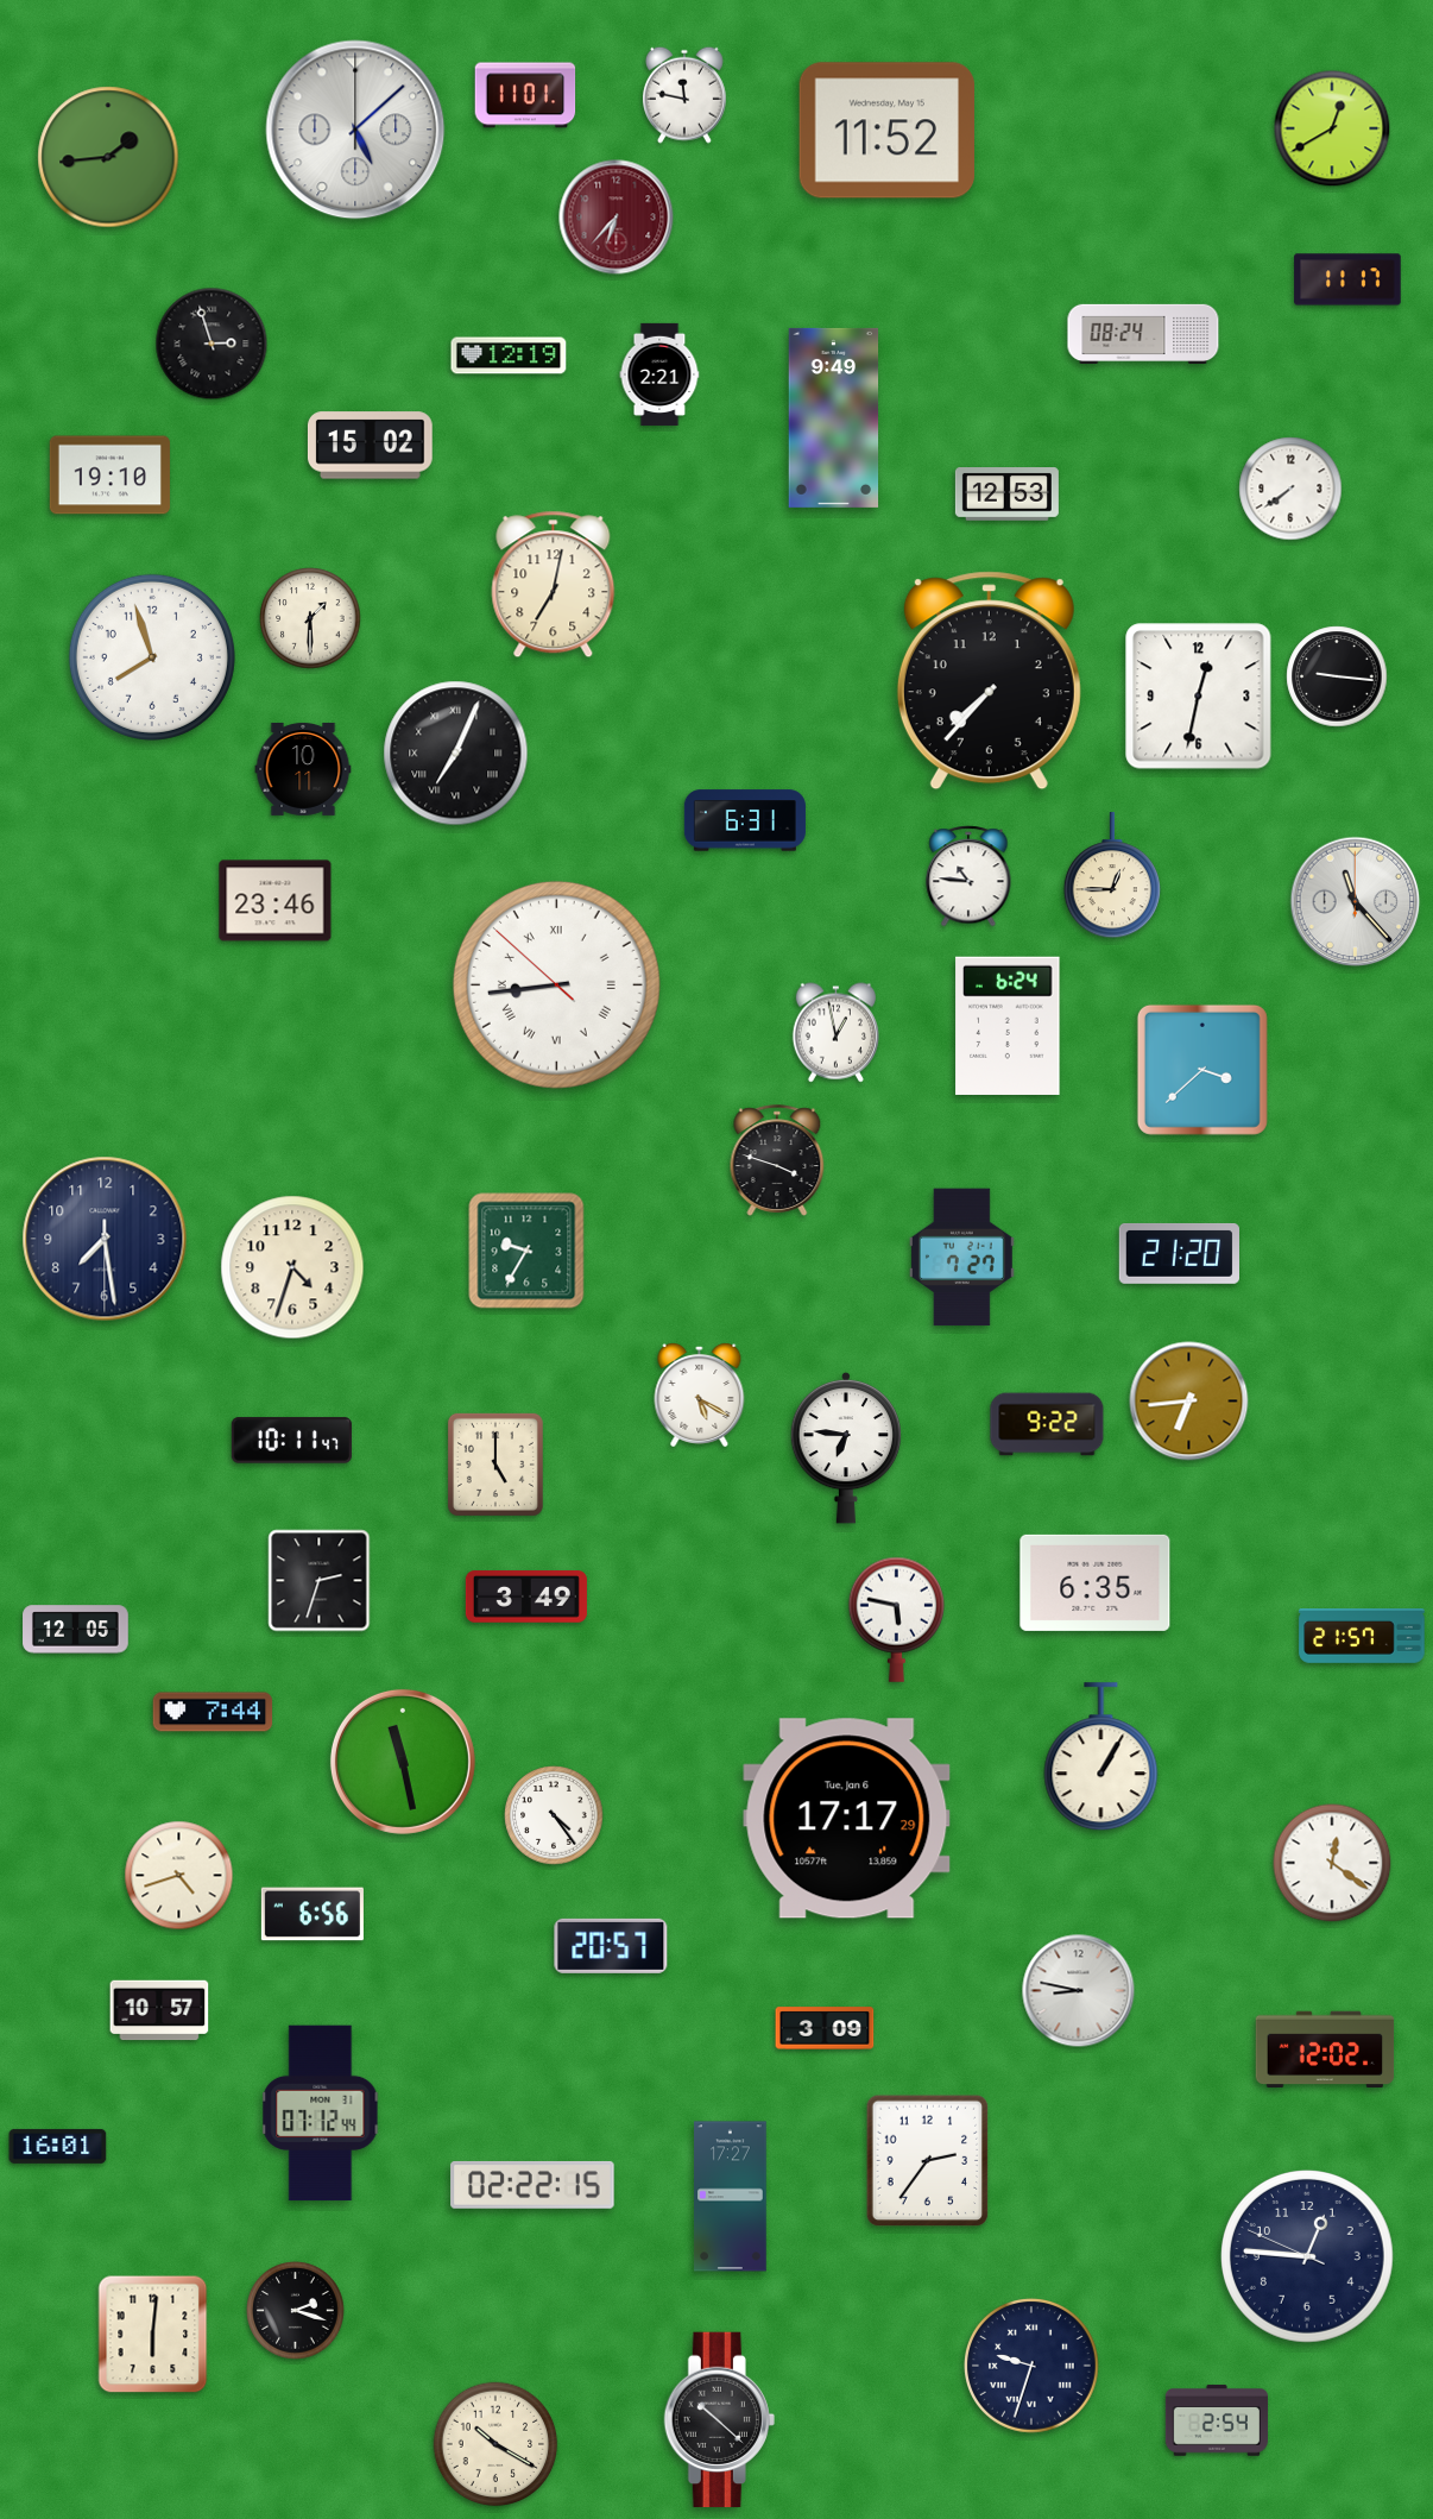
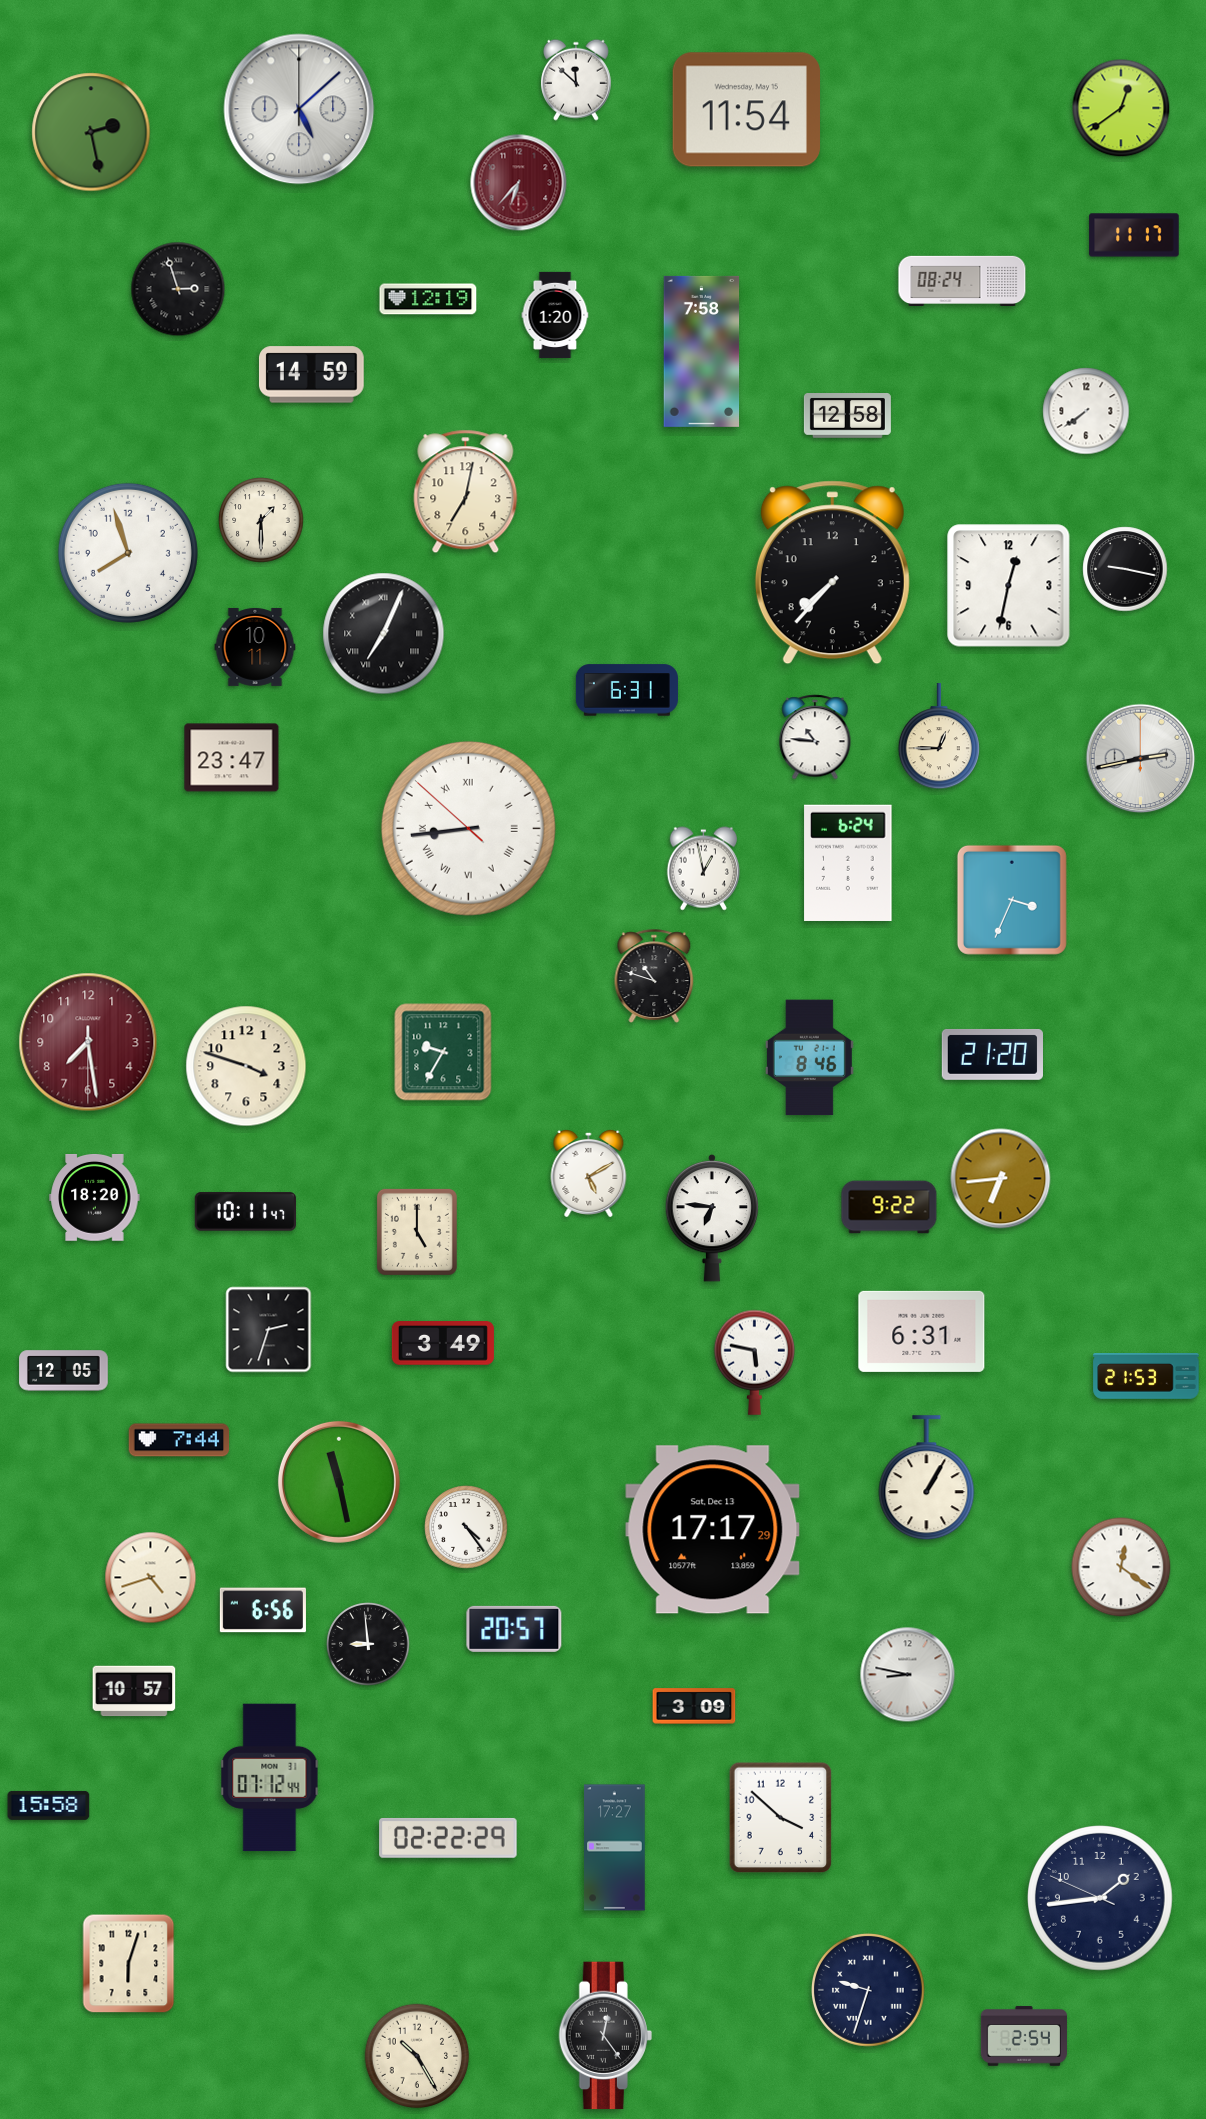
clock at (525, 95): 11:01 -> none
clock at (684, 95): 11:47 -> 11:52
clock at (1332, 128): 12:40 -> 12:39
clock at (886, 131): 11:52 -> 11:54
clock at (108, 157): 1:44 -> 2:28
clock at (659, 374): 2:21 -> 1:20
clock at (834, 417): 9:49 -> 7:58
clock at (371, 446): 15:02 -> 14:59
clock at (109, 476): 19:10 -> none
clock at (1006, 495): 12:53 -> 12:58
clock at (1337, 676): 9:16 -> 9:17
clock at (1112, 876) position: (1112, 876) -> (939, 737)
clock at (276, 901): 23:46 -> 23:47
clock at (1356, 902): 11:23 -> 2:43
clock at (1202, 1070): 3:38 -> 3:34
clock at (777, 1160): 3:48 -> 10:48
clock at (105, 1239) dial: navy -> burgundy
clock at (961, 1258): 7:27 -> 8:46
clock at (292, 1267): 4:33 -> 3:48
clock at (700, 1394): 5:20 -> 5:10
clock at (95, 1198): none -> 18:20
clock at (1047, 1424) position: (1047, 1424) -> (889, 1207)
clock at (1096, 1582): 6:35 -> 6:31
clock at (1362, 1637): 21:57 -> 21:53
clock at (847, 1819) date: Tue, Jan 6 -> Sat, Dec 13
clock at (611, 1946) position: (611, 1946) -> (514, 1629)
clock at (368, 1644): none -> 8:59
clock at (1325, 2049): 12:02 -> none
clock at (58, 2146): 16:01 -> 15:58
clock at (928, 2161): 2:36 -> 3:52
clock at (532, 2185): 02:22:15 -> 02:22:29
clock at (1308, 2257): 12:45 -> 1:43
clock at (296, 2311): 2:18 -> none
clock at (153, 2335): 6:01 -> 6:03
clock at (719, 2420): 10:22 -> 12:24
clock at (495, 2444): 10:20 -> 10:25
